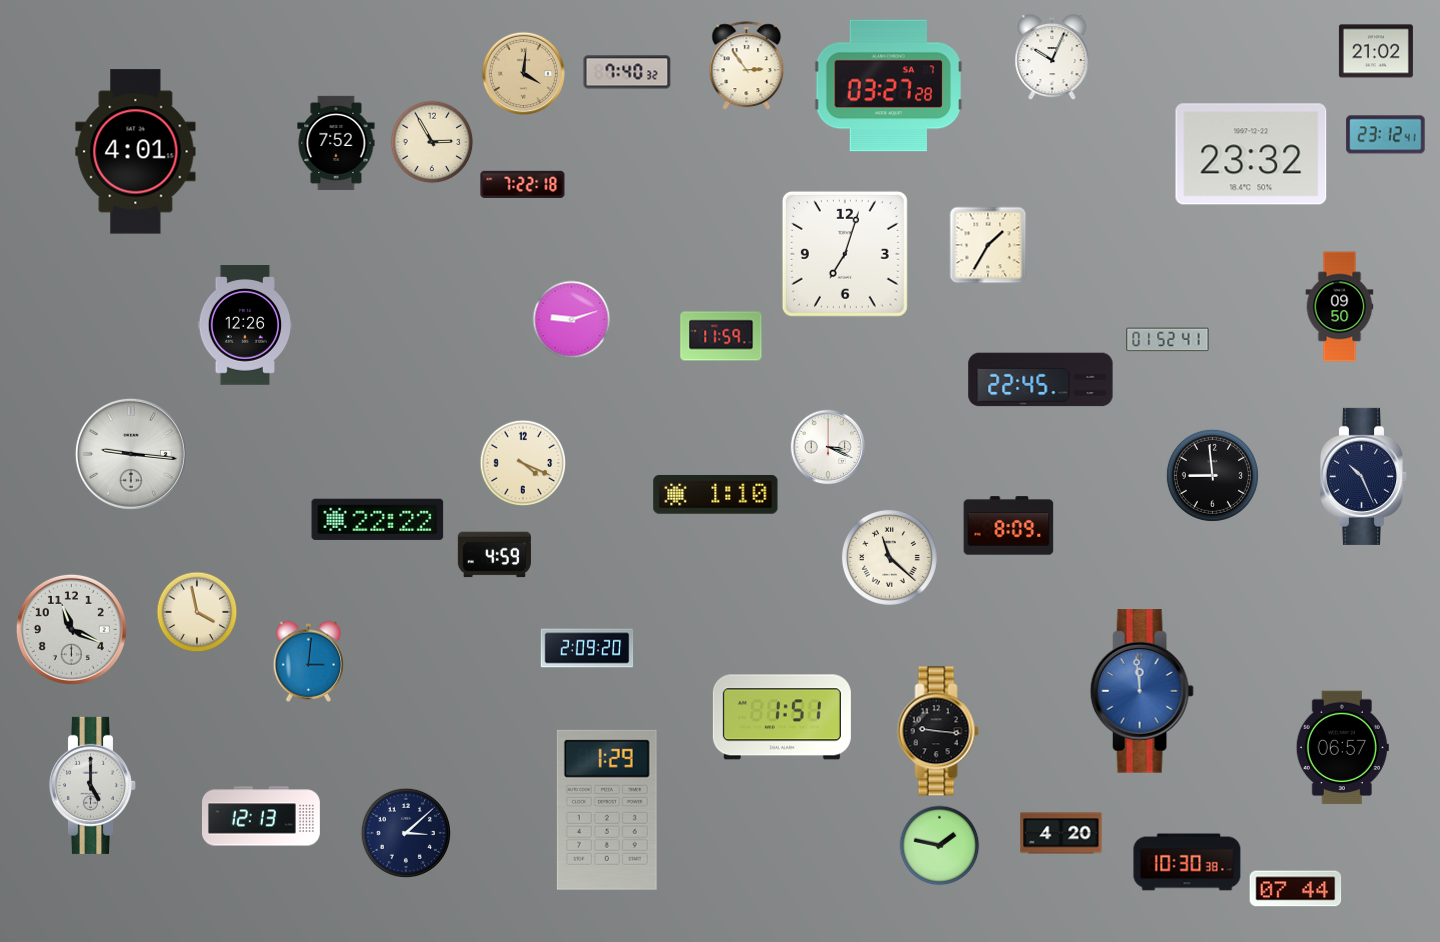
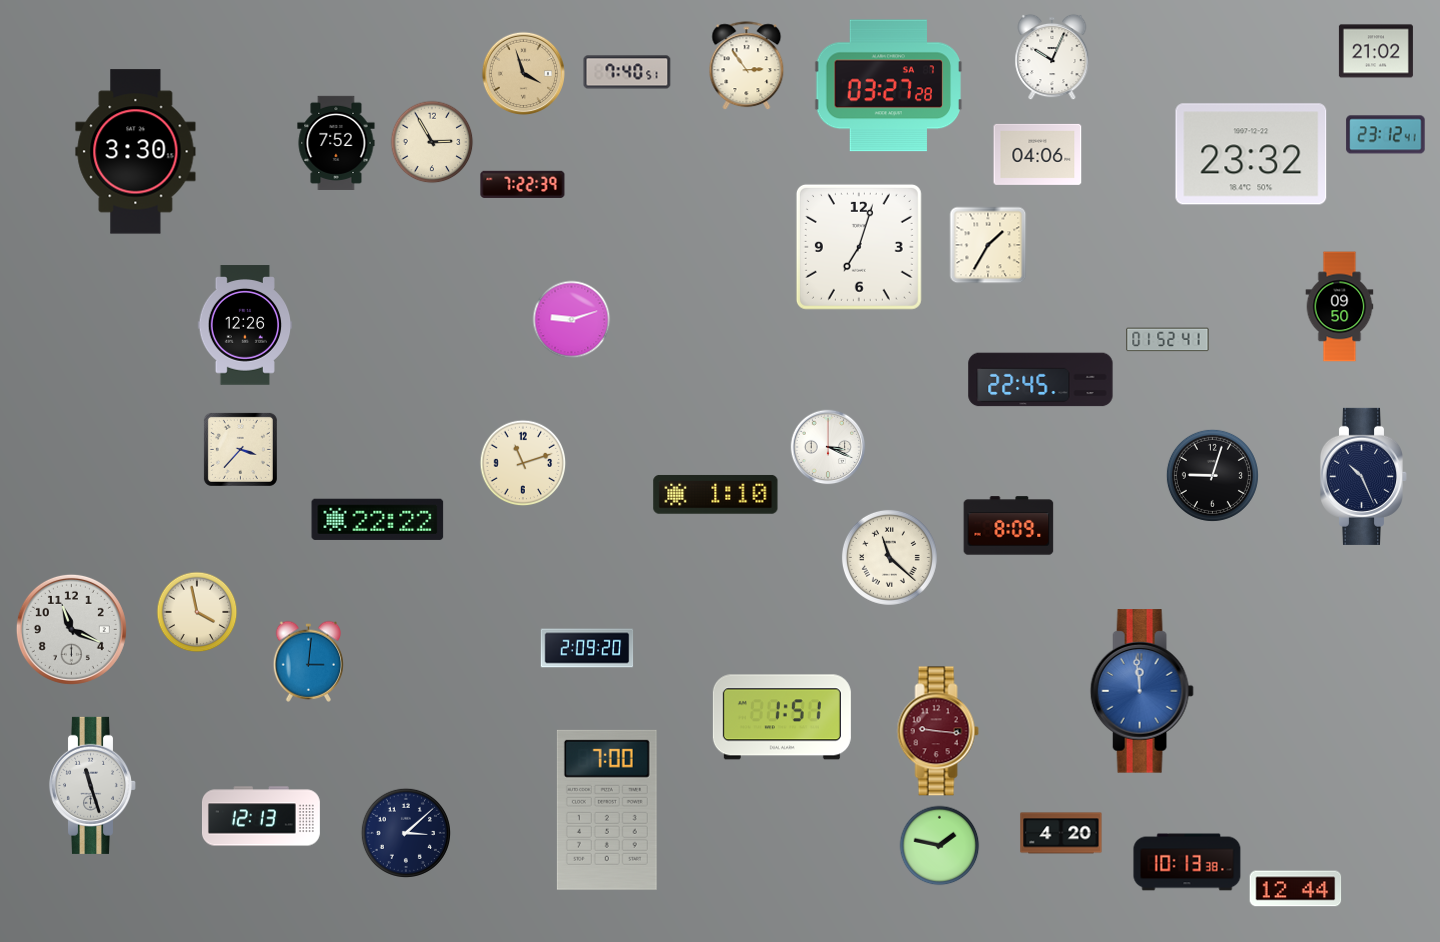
clock at (627, 72): 7:40:32 -> 7:40:51
clock at (523, 73): 4:01 -> 3:57
clock at (136, 152): 4:01 -> 3:30
clock at (1038, 154): none -> 04:06
clock at (523, 184): 7:22:18 -> 7:22:39
clock at (845, 254) position: (845, 254) -> (859, 247)
clock at (721, 336): 11:59 -> none
clock at (240, 449): none -> 3:37
clock at (131, 454): 9:16 -> none
clock at (523, 463): 4:19 -> 11:12
clock at (1212, 475): 8:59 -> 9:03
clock at (494, 555): 4:59 -> none
clock at (938, 731) dial: black -> burgundy
clock at (1342, 748): 06:57 -> none
clock at (93, 785): 5:00 -> 11:27
clock at (607, 810): 1:29 -> 7:00
clock at (1187, 862): 10:30 -> 10:13
clock at (1296, 889): 07:44 -> 12:44
